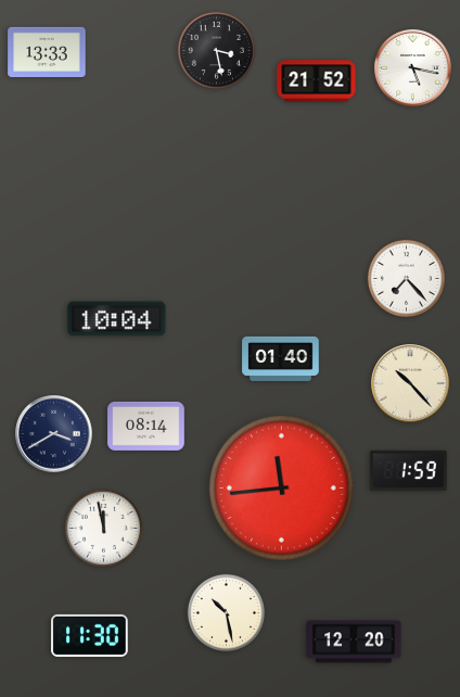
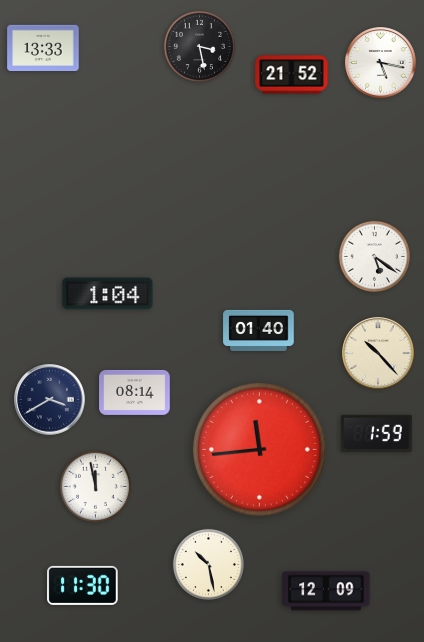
clock at (406, 278): 7:23 -> 5:21
clock at (117, 319): 10:04 -> 1:04
clock at (354, 642): 12:20 -> 12:09
